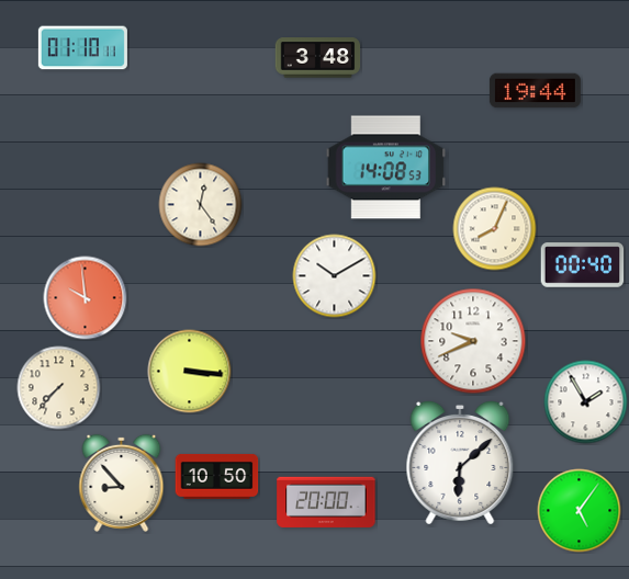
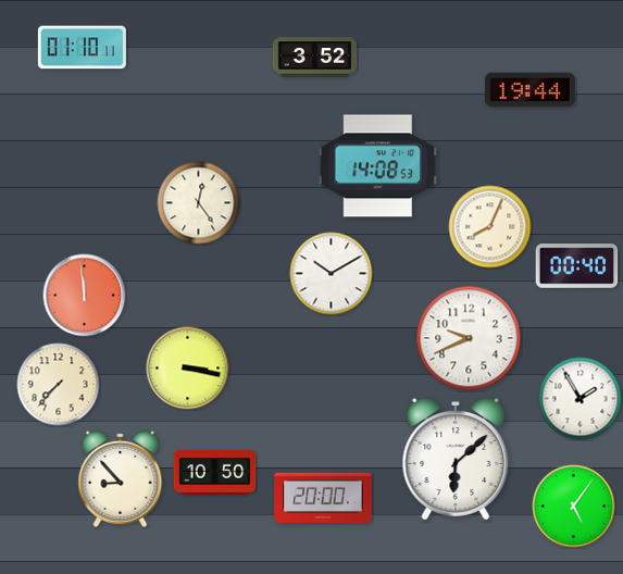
clock at (318, 58): 3:48 -> 3:52
clock at (386, 168) position: (386, 168) -> (378, 166)
clock at (583, 265) position: (583, 265) -> (577, 266)
clock at (86, 298): 9:59 -> 11:59
clock at (190, 372): 3:16 -> 3:17
